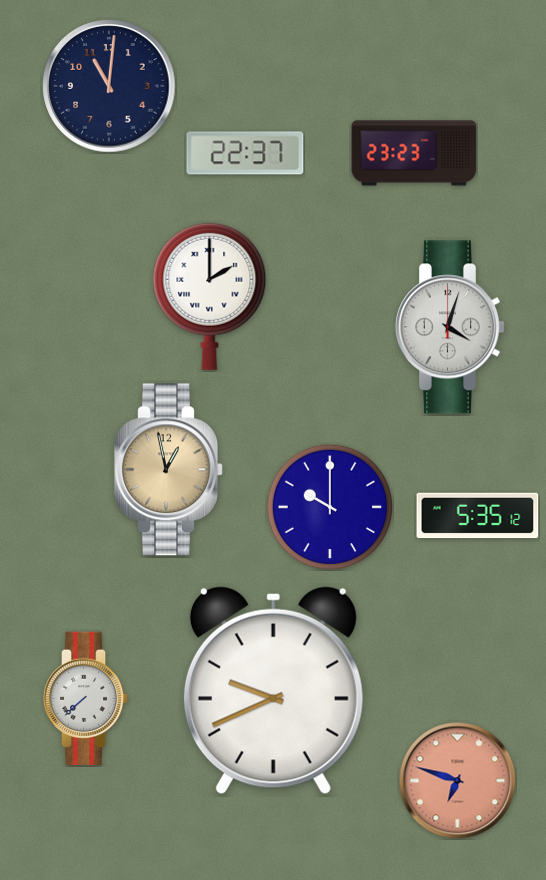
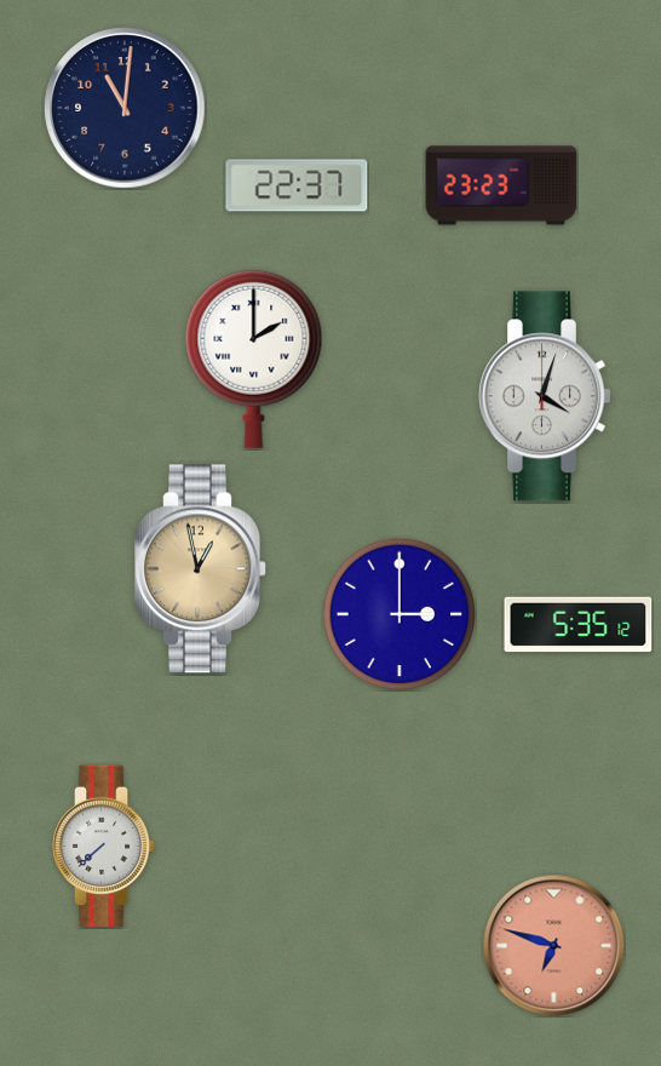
clock at (109, 86) position: (109, 86) -> (125, 108)
clock at (169, 470) position: (169, 470) -> (201, 569)
clock at (330, 507): 10:00 -> 3:00
clock at (273, 691): 9:41 -> none
